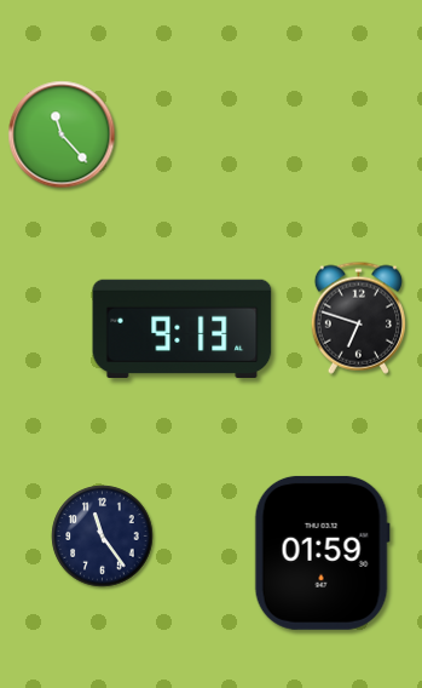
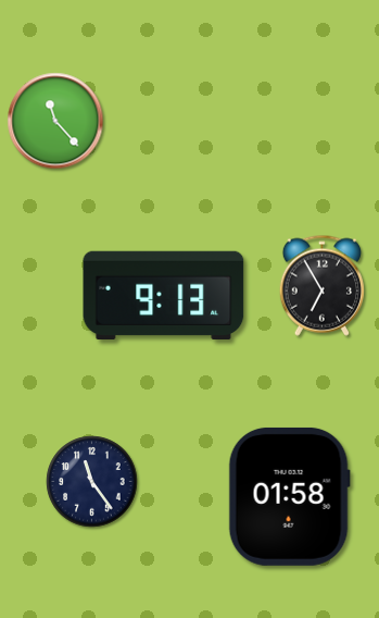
clock at (358, 317): 6:48 -> 6:55
clock at (322, 552): 01:59 -> 01:58
